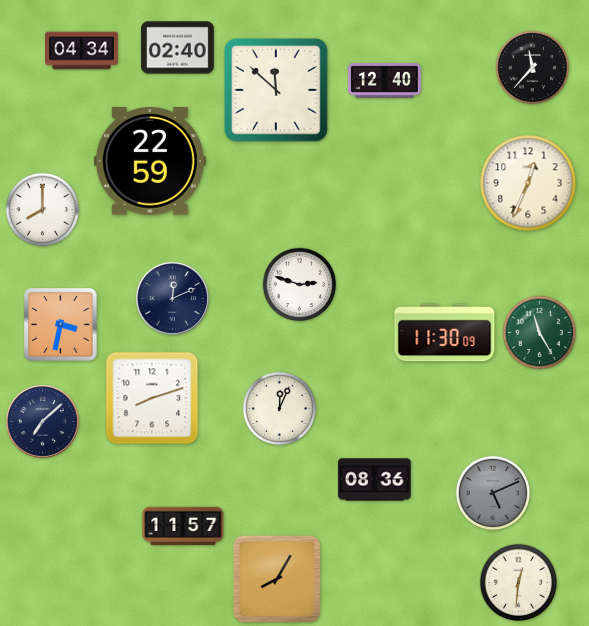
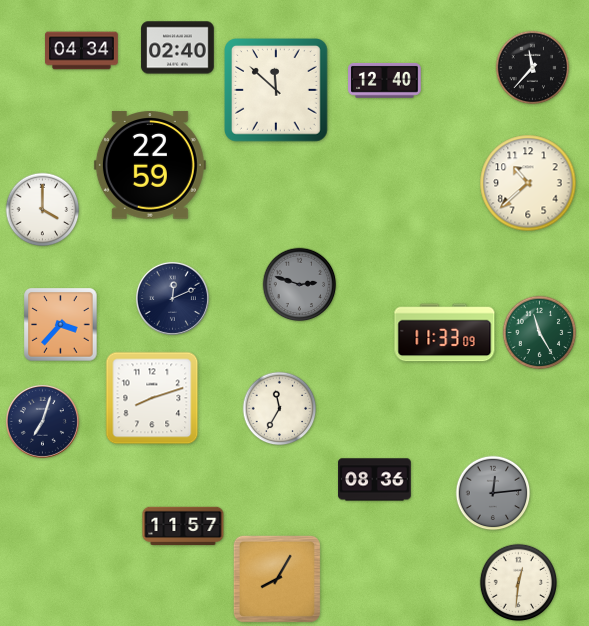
clock at (150, 161) position: (150, 161) -> (150, 165)
clock at (528, 183): 12:34 -> 10:38
clock at (43, 210): 8:00 -> 4:00
clock at (300, 285) dial: white -> grey
clock at (61, 325): 3:32 -> 3:37
clock at (445, 333): 11:30 -> 11:33
clock at (280, 409): 12:04 -> 11:35
clock at (42, 421): 7:08 -> 7:03
clock at (493, 493): 5:11 -> 12:14
